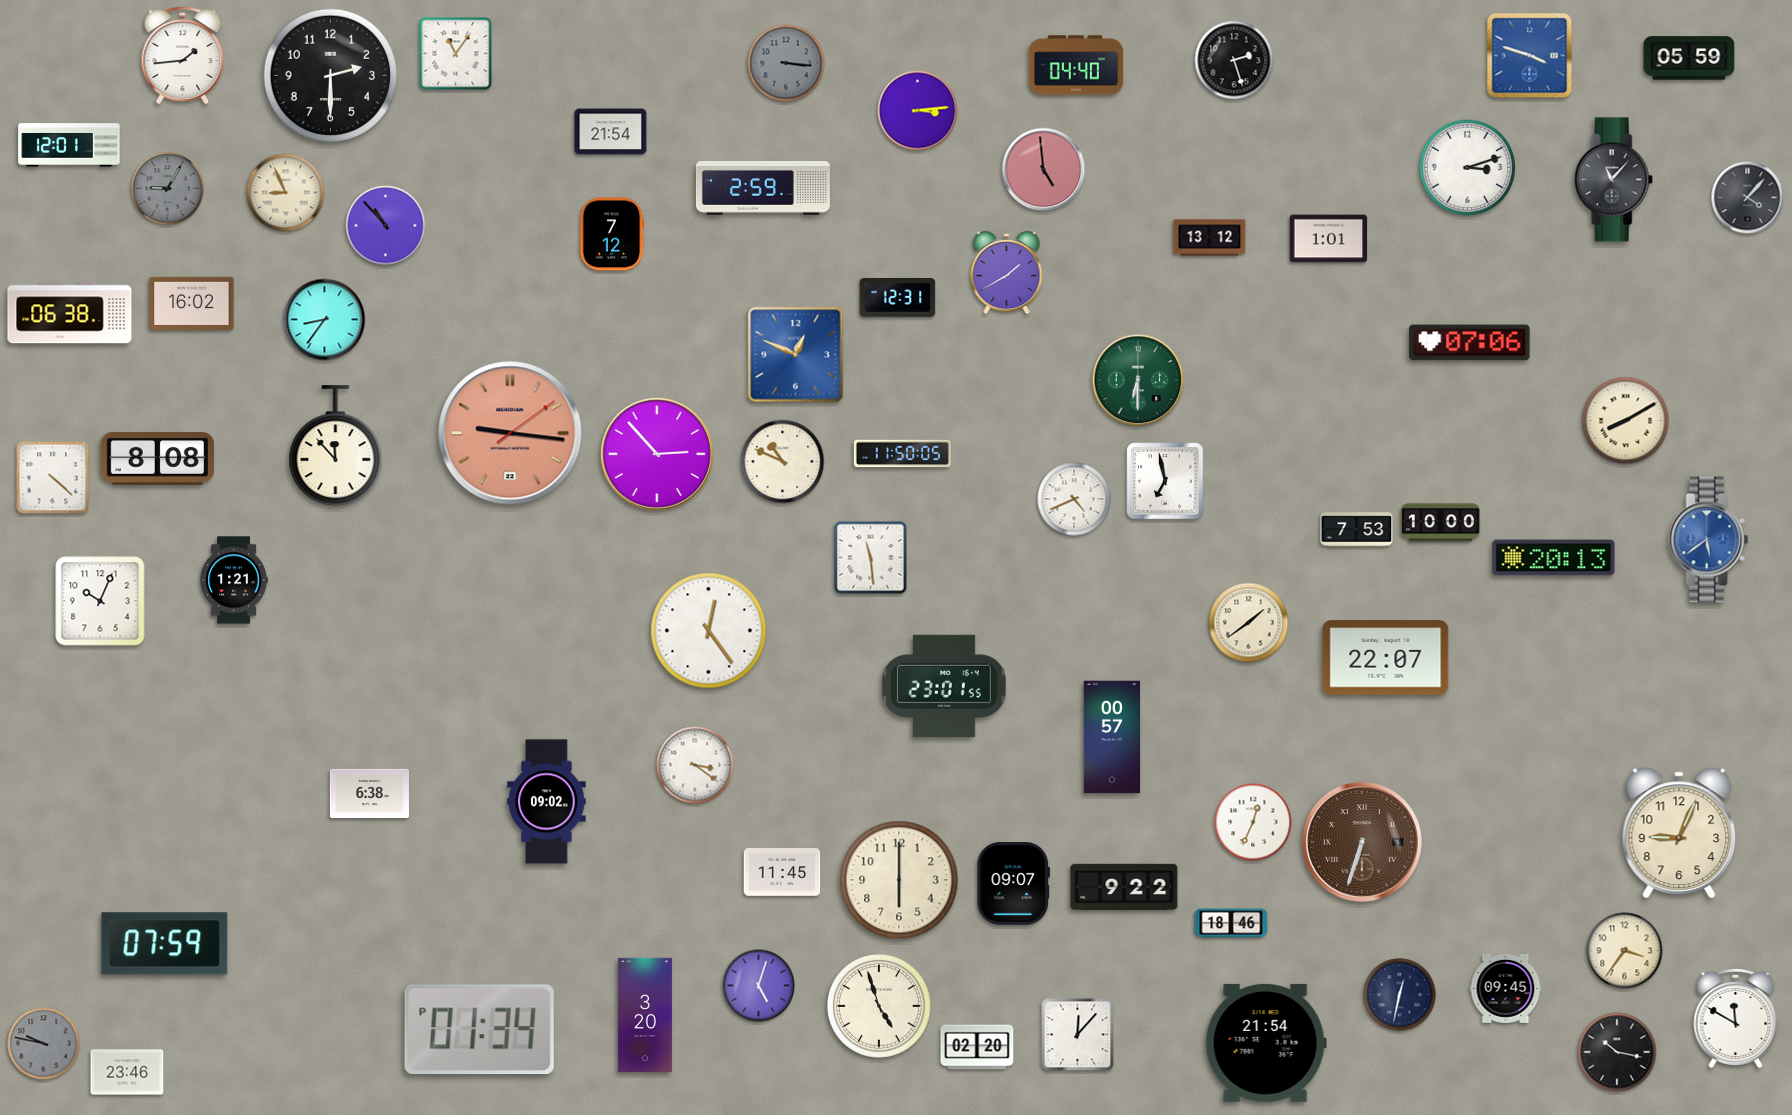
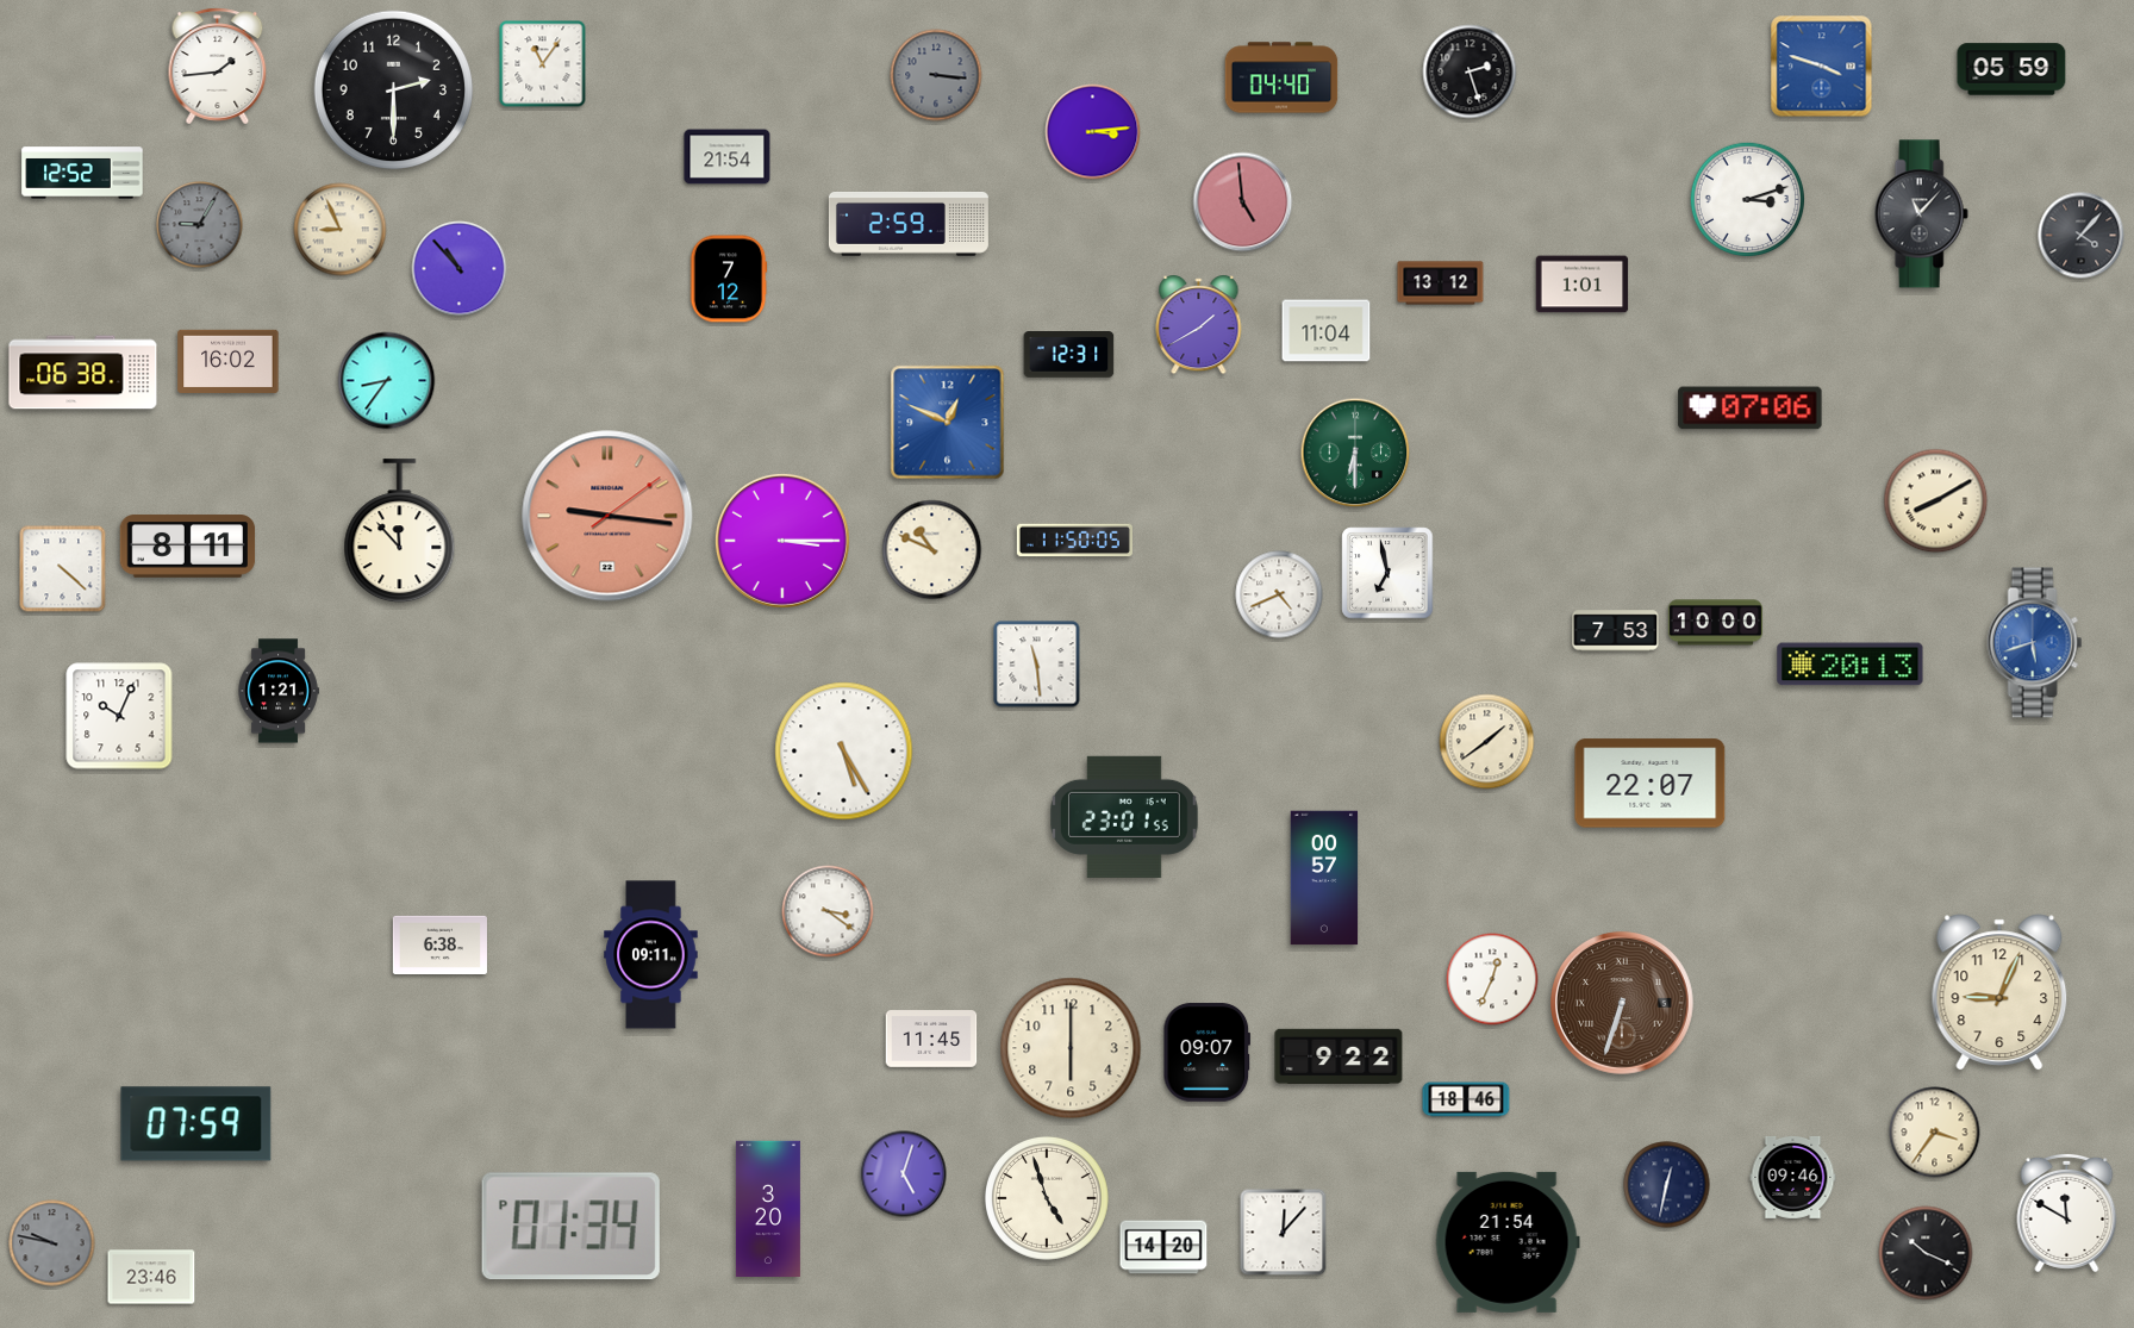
clock at (69, 145): 12:01 -> 12:52
clock at (1327, 331): none -> 11:04
clock at (657, 454): 2:53 -> 3:15
clock at (158, 459): 8:08 -> 8:11
clock at (1709, 540): 5:39 -> 5:42
clock at (709, 631): 12:24 -> 5:25
clock at (547, 802): 09:02 -> 09:11
clock at (1506, 988): 09:45 -> 09:46
clock at (977, 1047): 02:20 -> 14:20
clock at (1617, 1052): 10:17 -> 10:19
